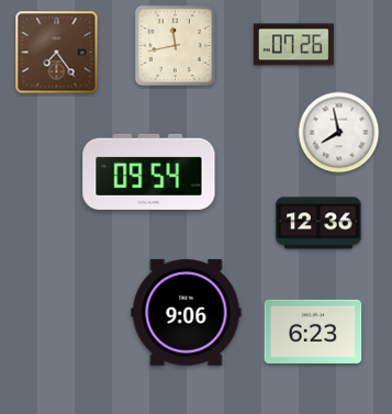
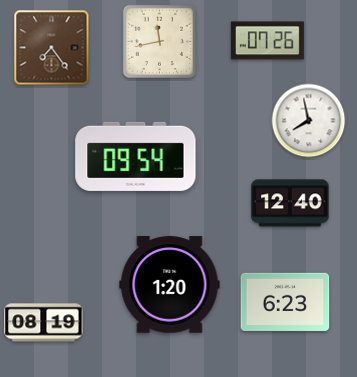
clock at (318, 223): 12:36 -> 12:40
clock at (187, 313): 9:06 -> 1:20
clock at (44, 323): none -> 08:19
